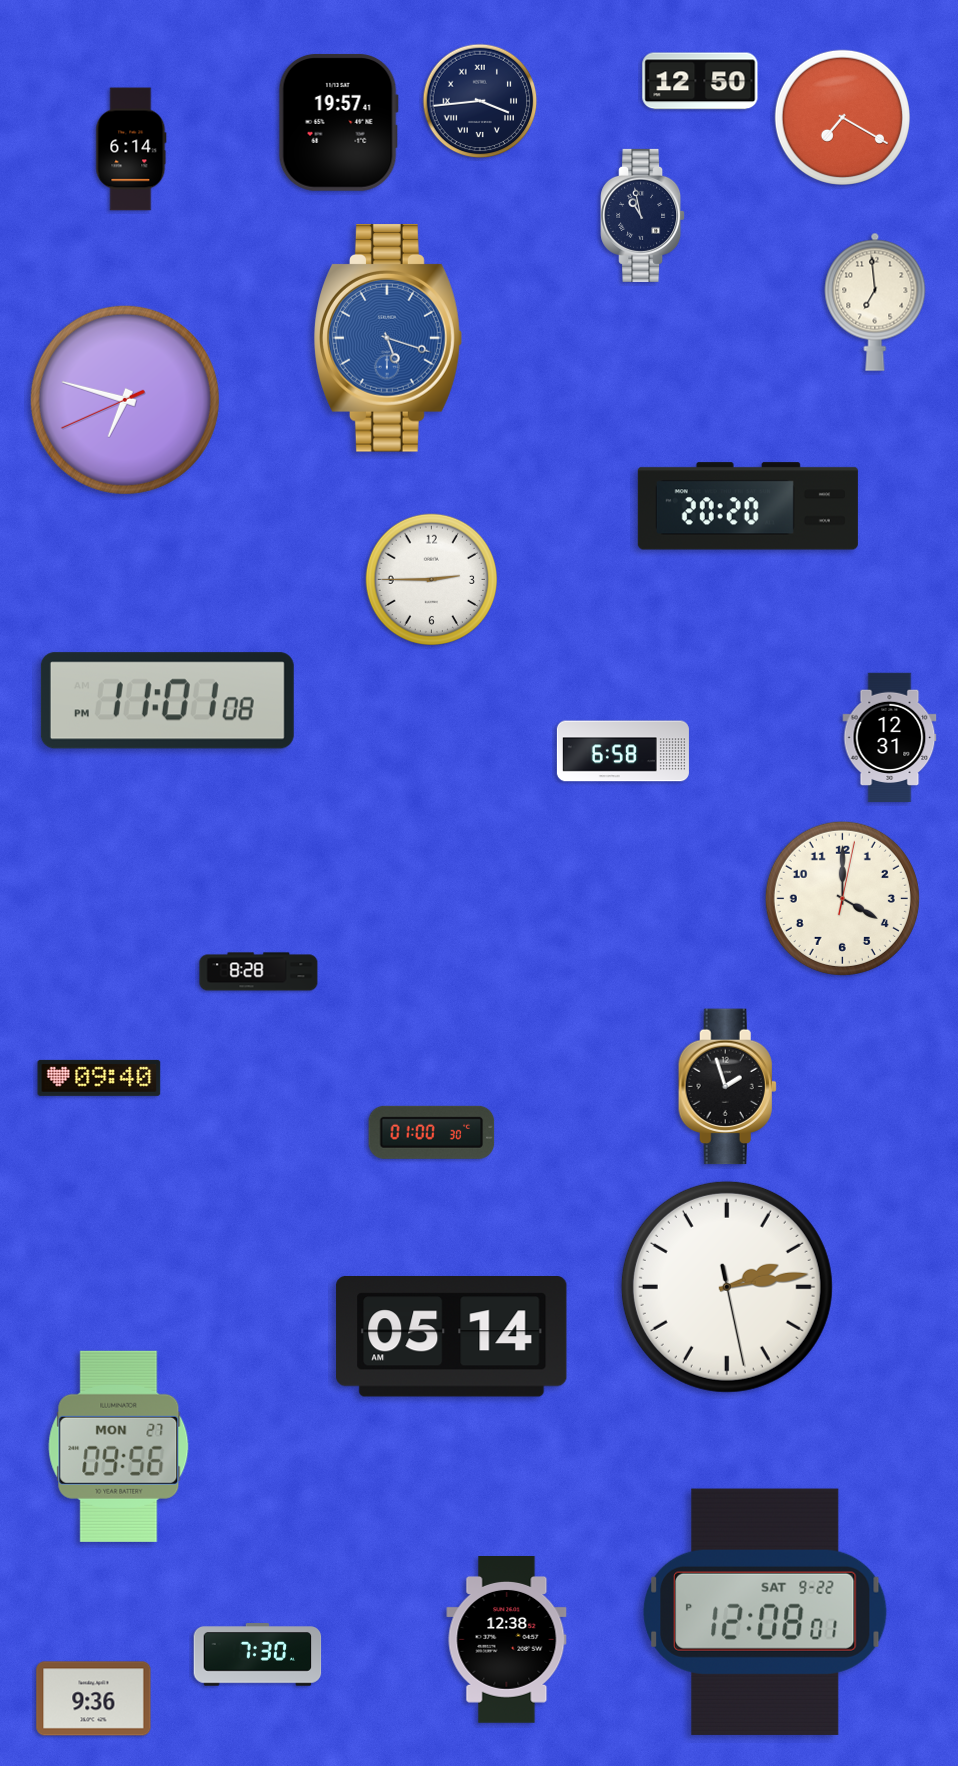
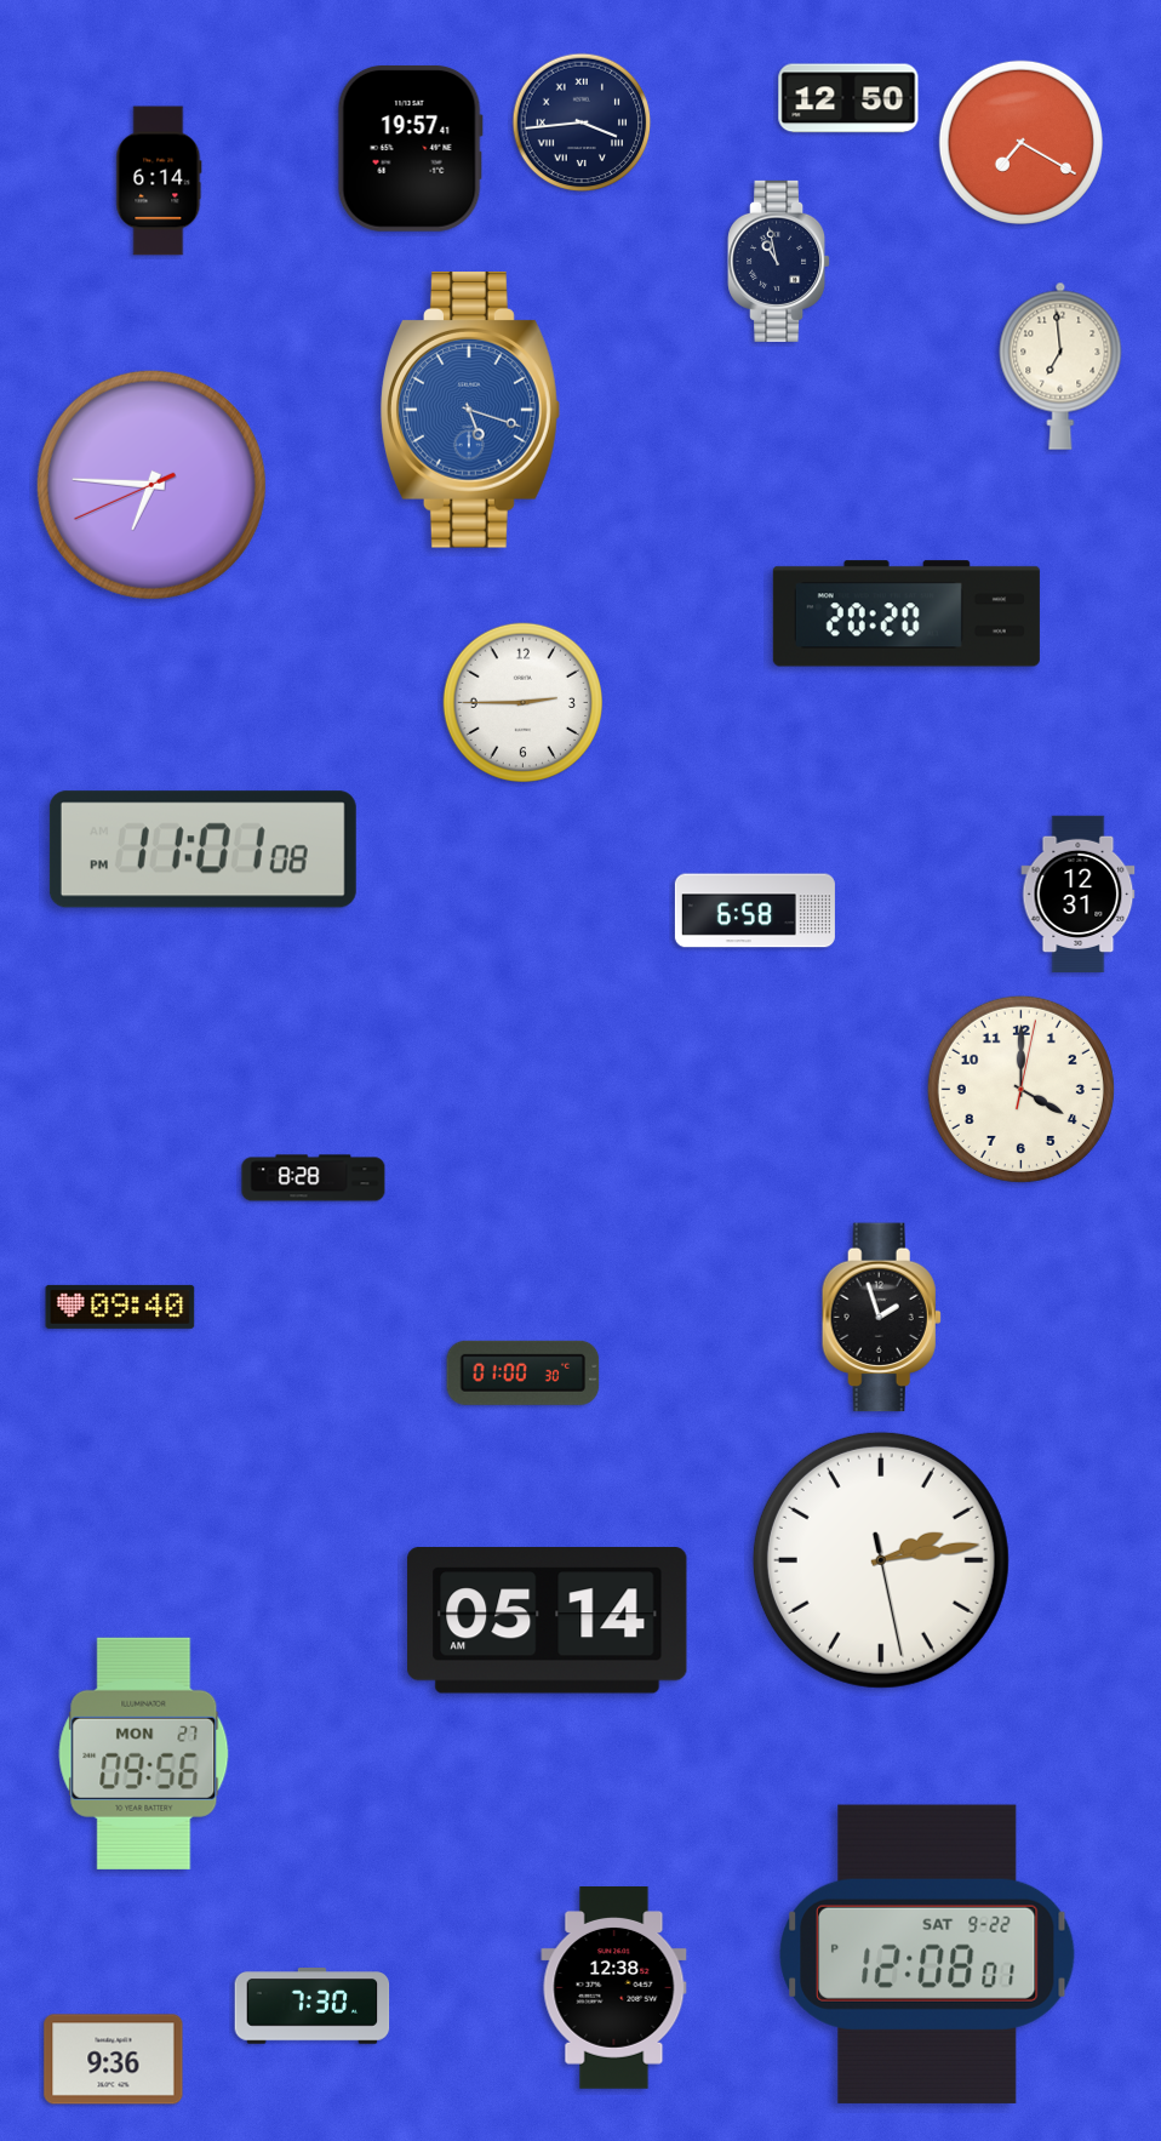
clock at (125, 400): 6:47 -> 6:45
